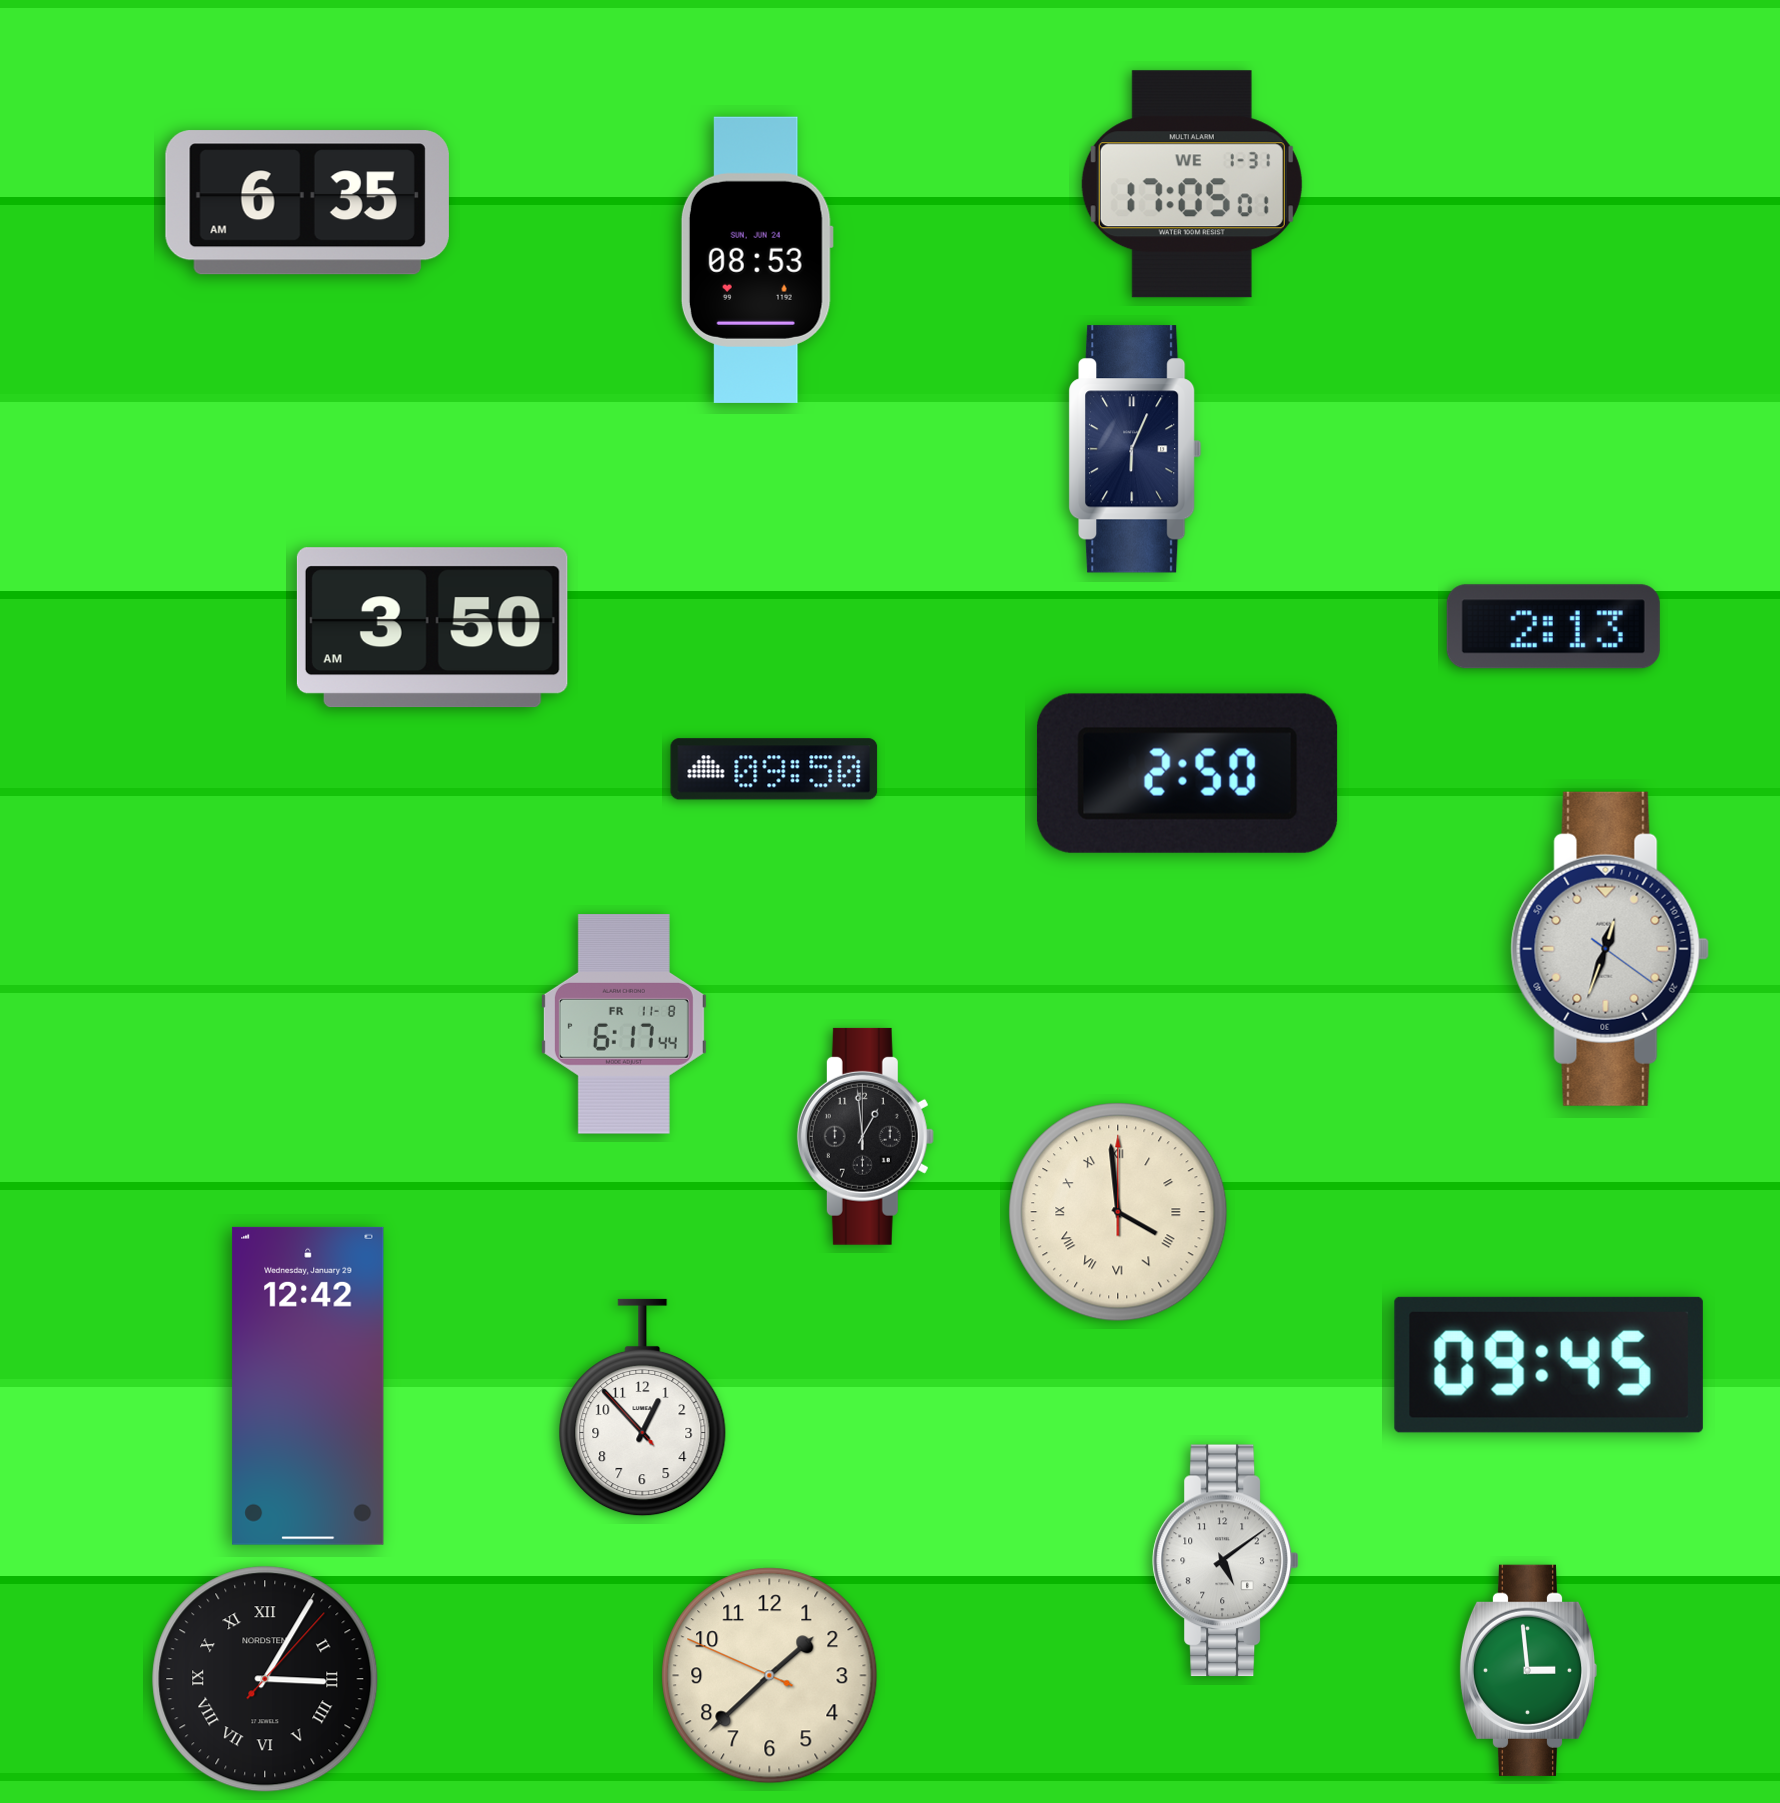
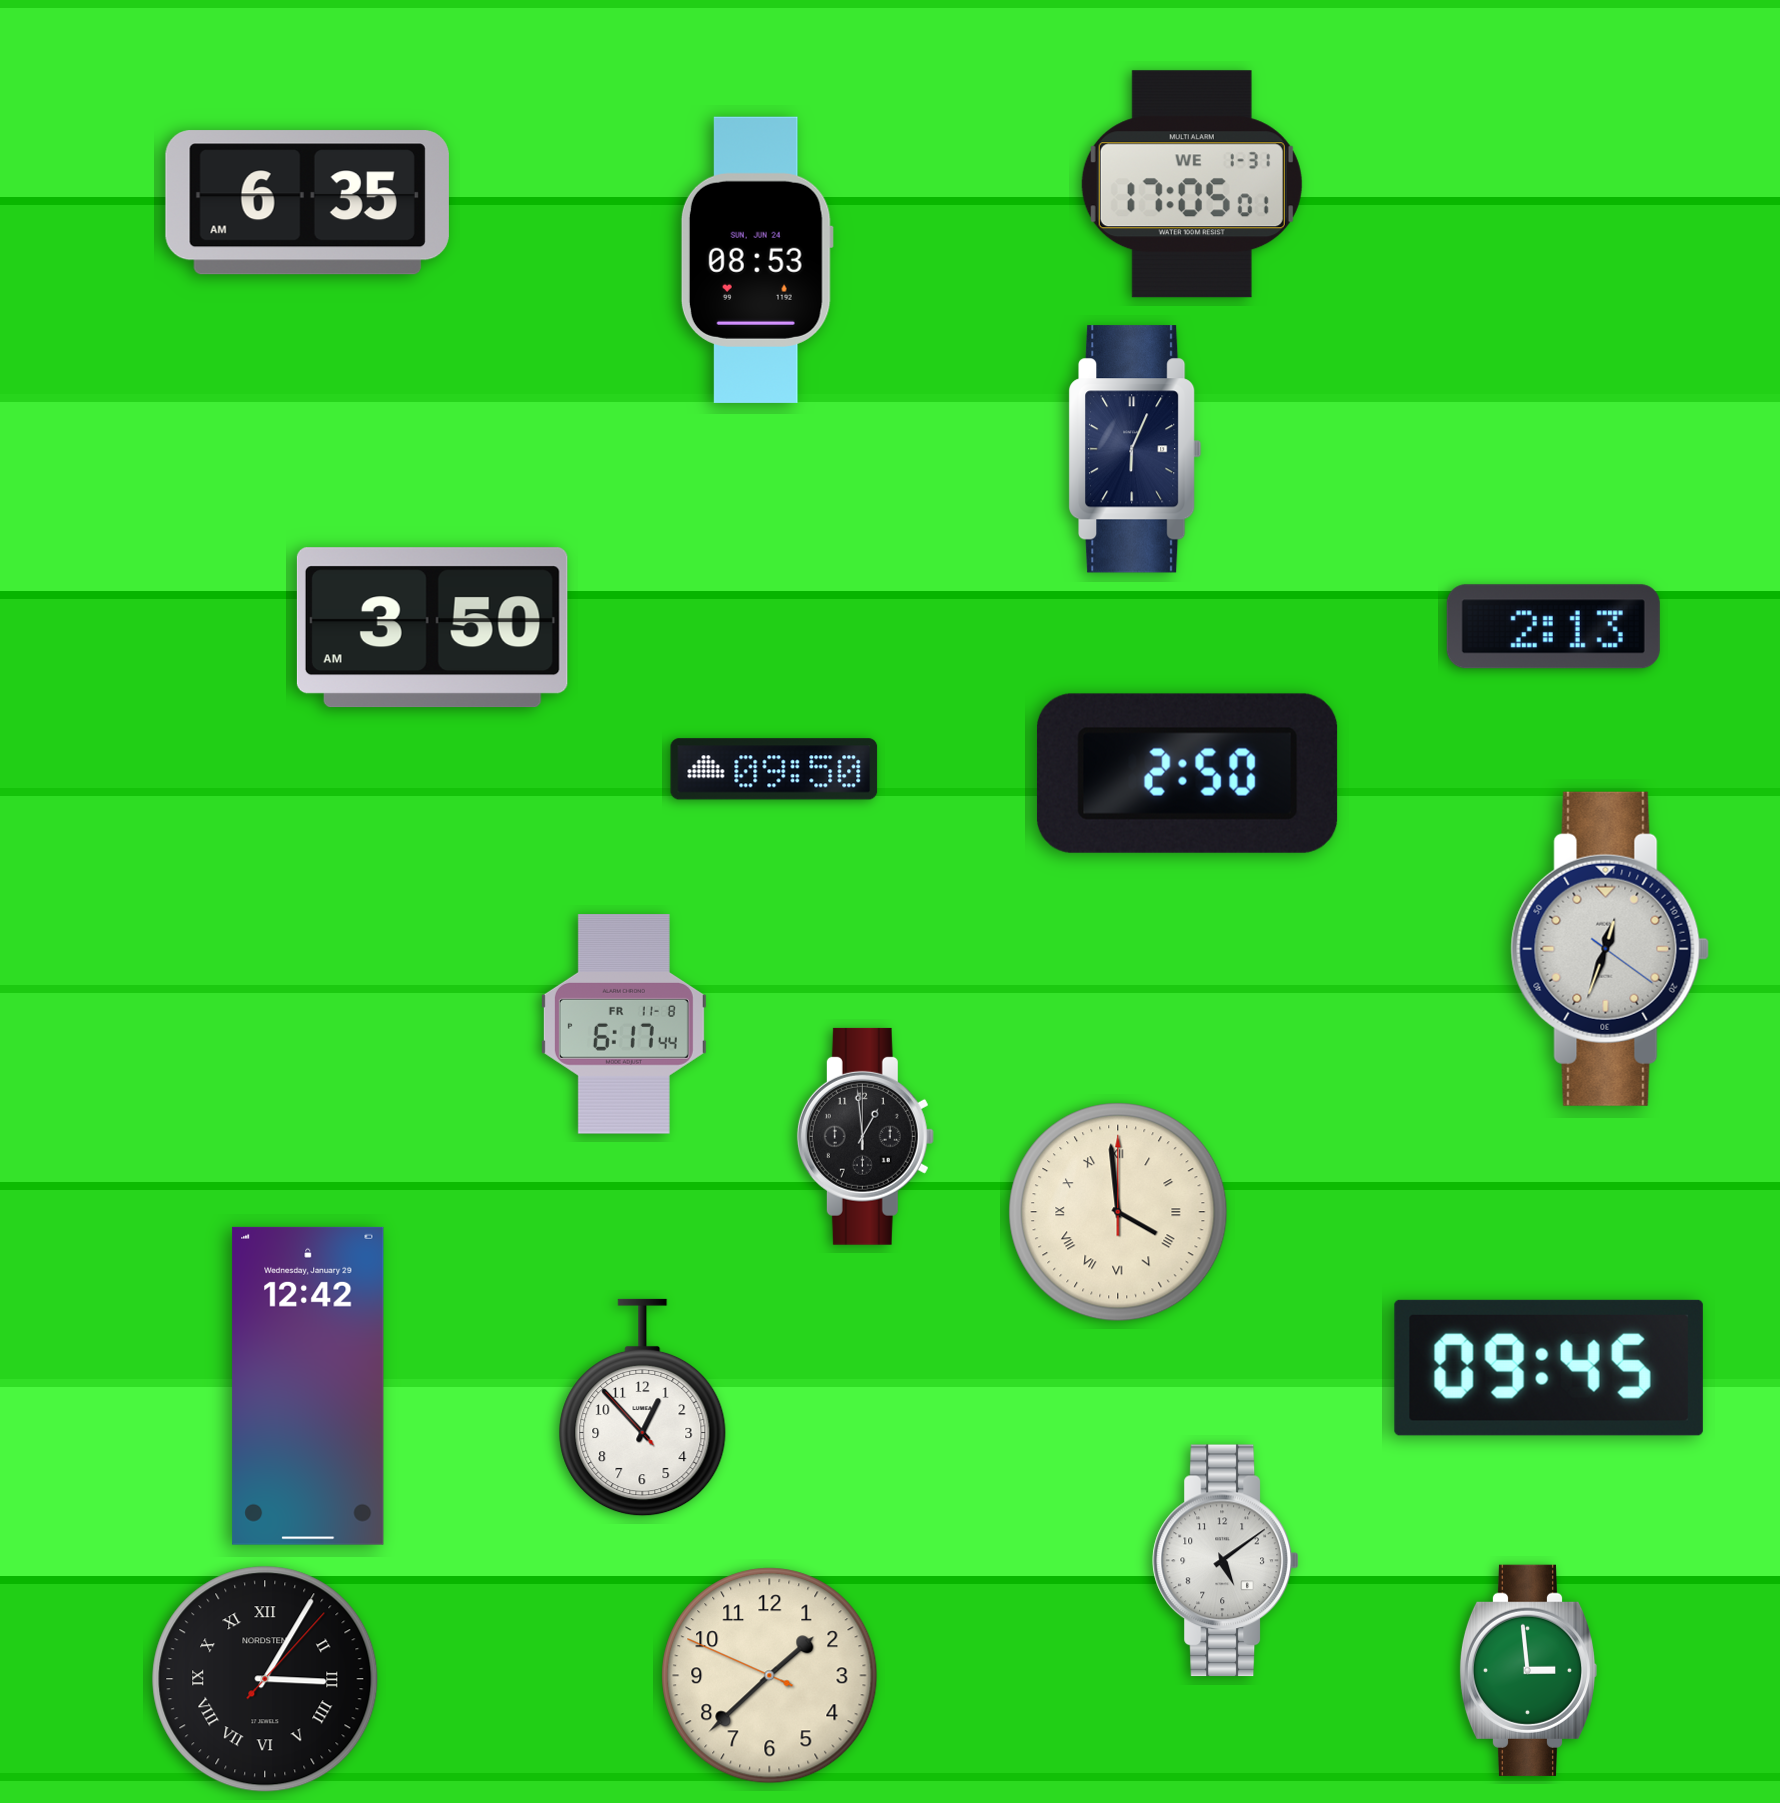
clock at (1549, 1365) position: (1549, 1365) -> (1549, 1368)
